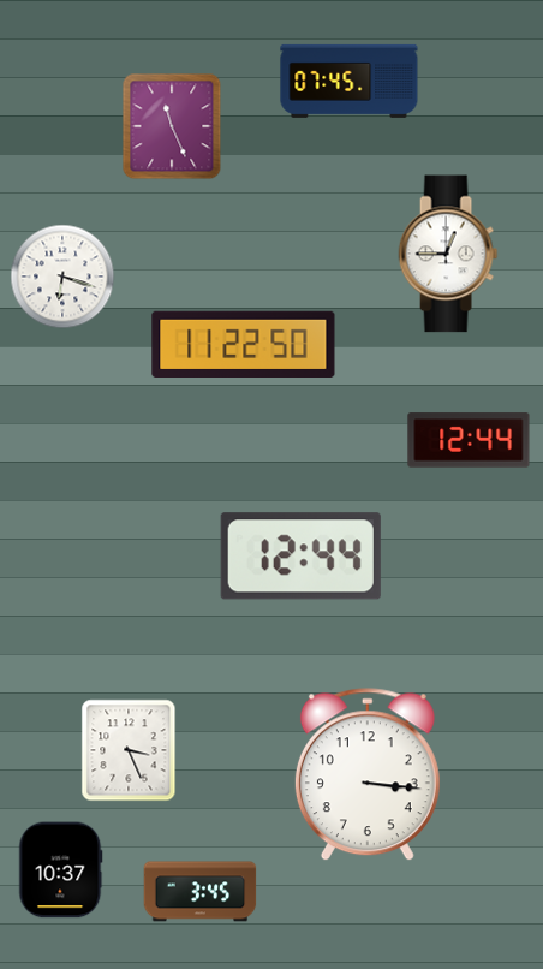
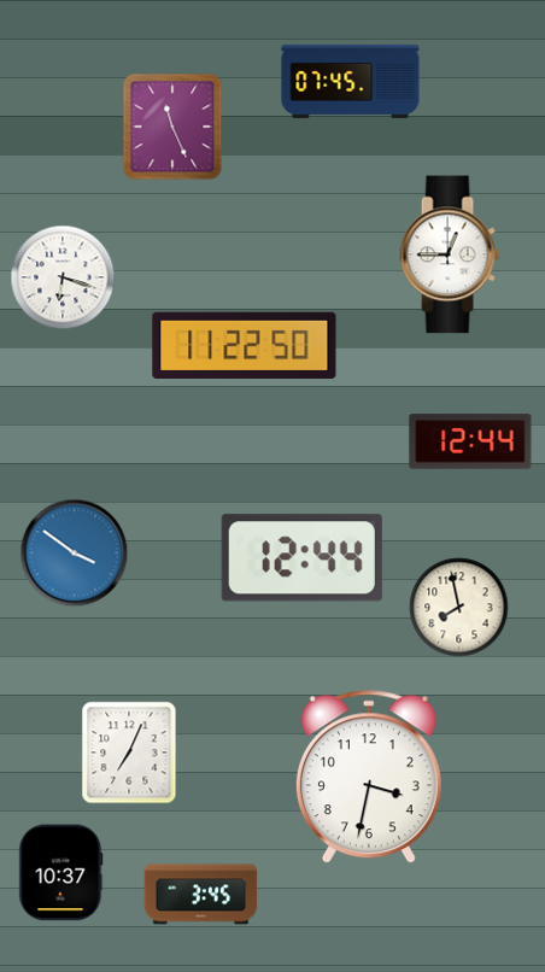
clock at (75, 554): none -> 3:51
clock at (459, 608): none -> 7:58
clock at (129, 750): 3:26 -> 7:04
clock at (368, 775): 3:16 -> 3:32
